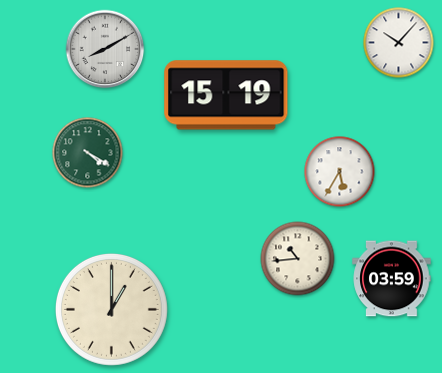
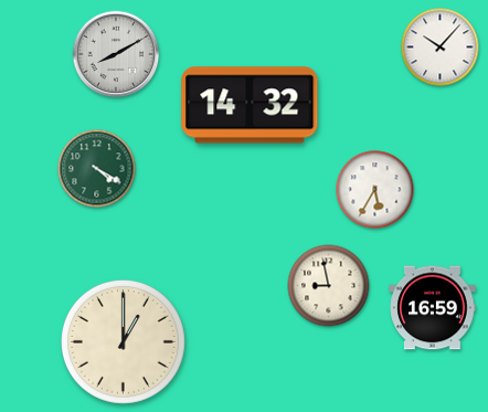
clock at (226, 95): 15:19 -> 14:32
clock at (298, 259): 10:44 -> 8:58
clock at (392, 279): 03:59 -> 16:59
